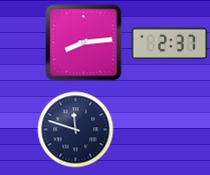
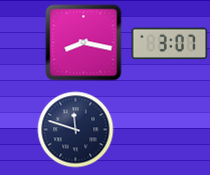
clock at (84, 43): 8:14 -> 8:17
clock at (170, 44): 2:37 -> 3:07
